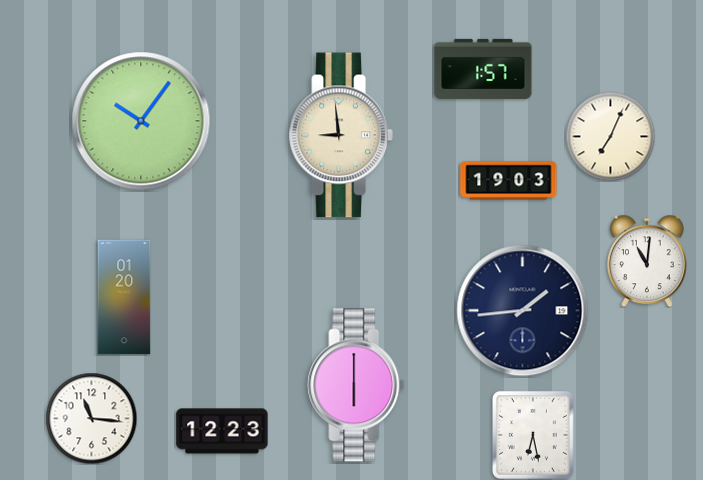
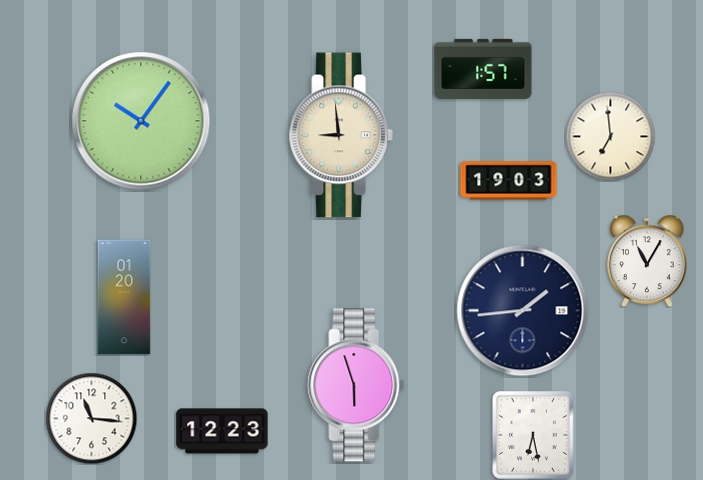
clock at (610, 136): 7:04 -> 6:59
clock at (647, 261): 11:01 -> 11:05
clock at (356, 385): 6:00 -> 5:57
